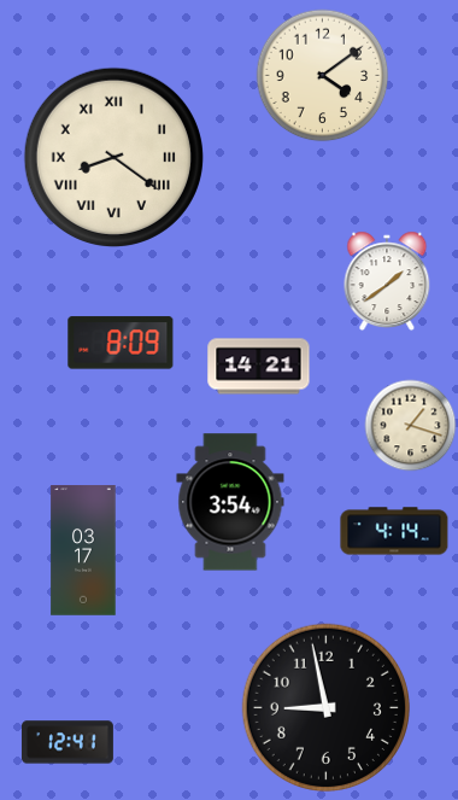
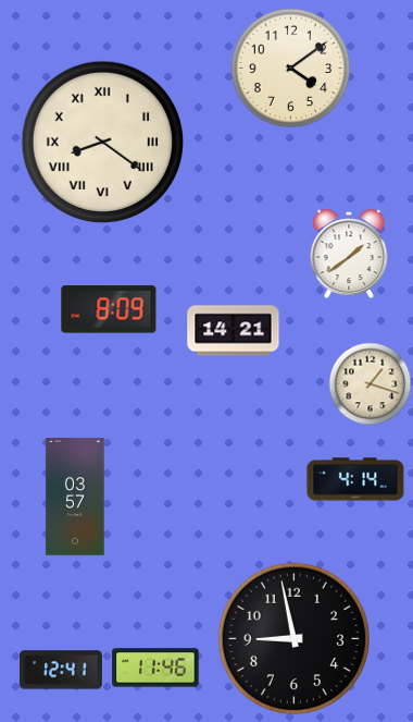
clock at (230, 502): 3:54 -> none
clock at (83, 550): 03:17 -> 03:57
clock at (155, 668): none -> 11:46
